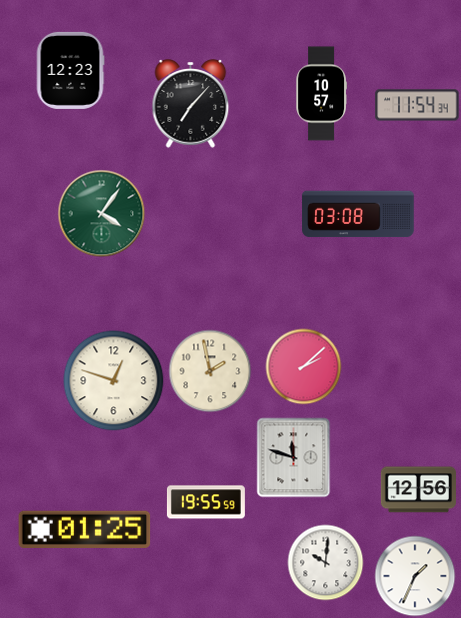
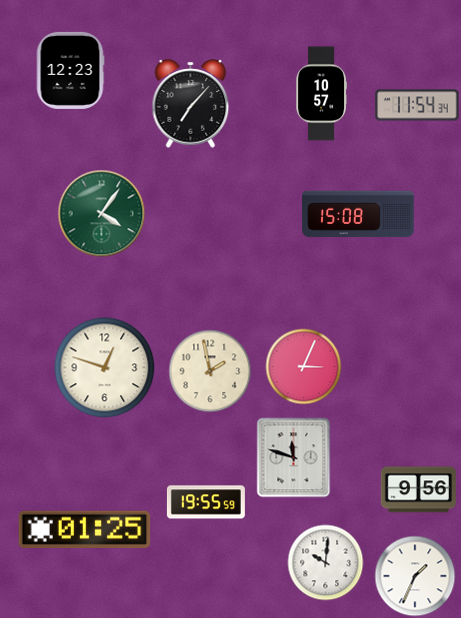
clock at (358, 214): 03:08 -> 15:08
clock at (304, 367): 2:08 -> 3:04
clock at (114, 381) position: (114, 381) -> (105, 368)
clock at (418, 490): 12:56 -> 9:56
